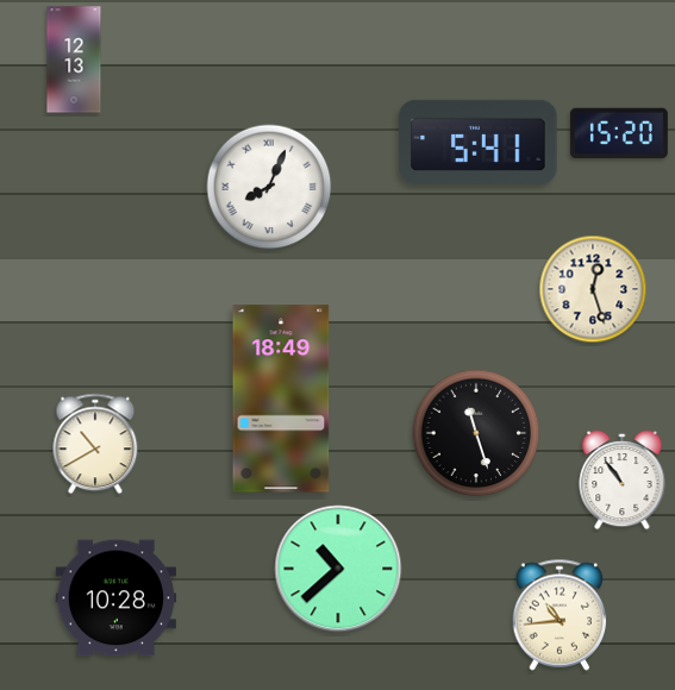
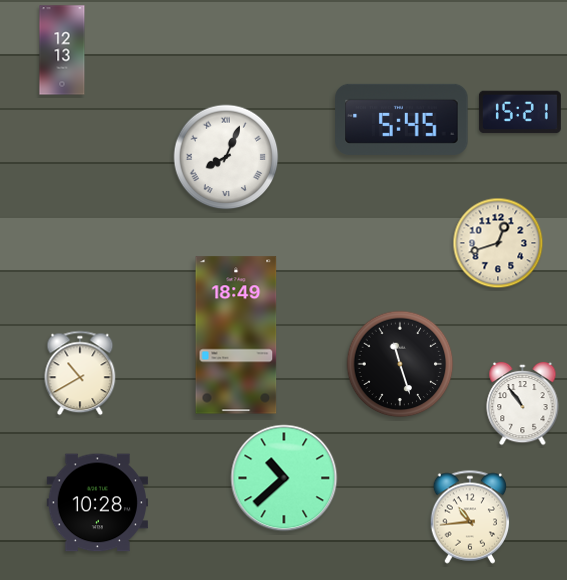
clock at (619, 133): 15:20 -> 15:21
clock at (479, 142): 5:41 -> 5:45
clock at (593, 289): 12:27 -> 12:42
